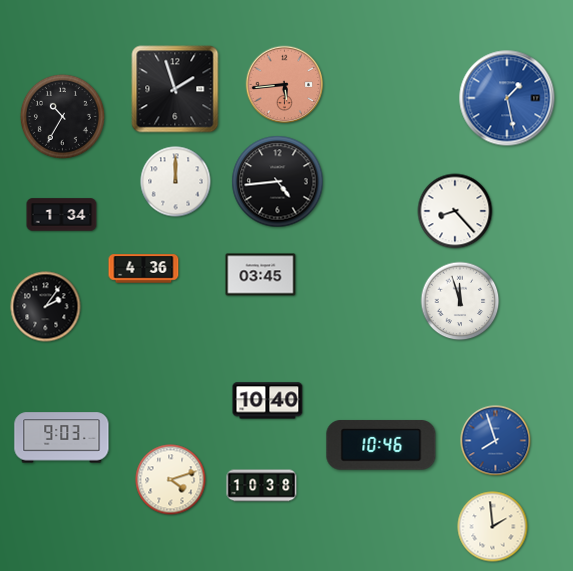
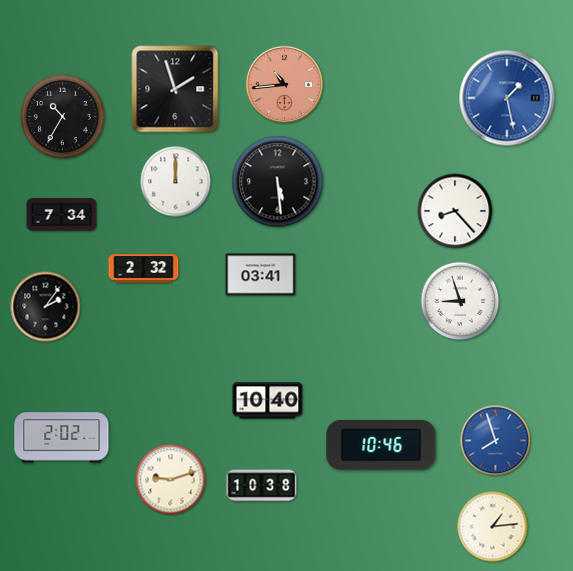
clock at (285, 85): 5:44 -> 10:44
clock at (278, 182): 4:44 -> 5:29
clock at (62, 215): 1:34 -> 7:34
clock at (144, 269): 4:36 -> 2:32
clock at (261, 275): 03:45 -> 03:41
clock at (460, 301): 11:57 -> 8:57
clock at (62, 438): 9:03 -> 2:02
clock at (171, 480): 4:12 -> 9:12
clock at (493, 527): 1:59 -> 1:14
